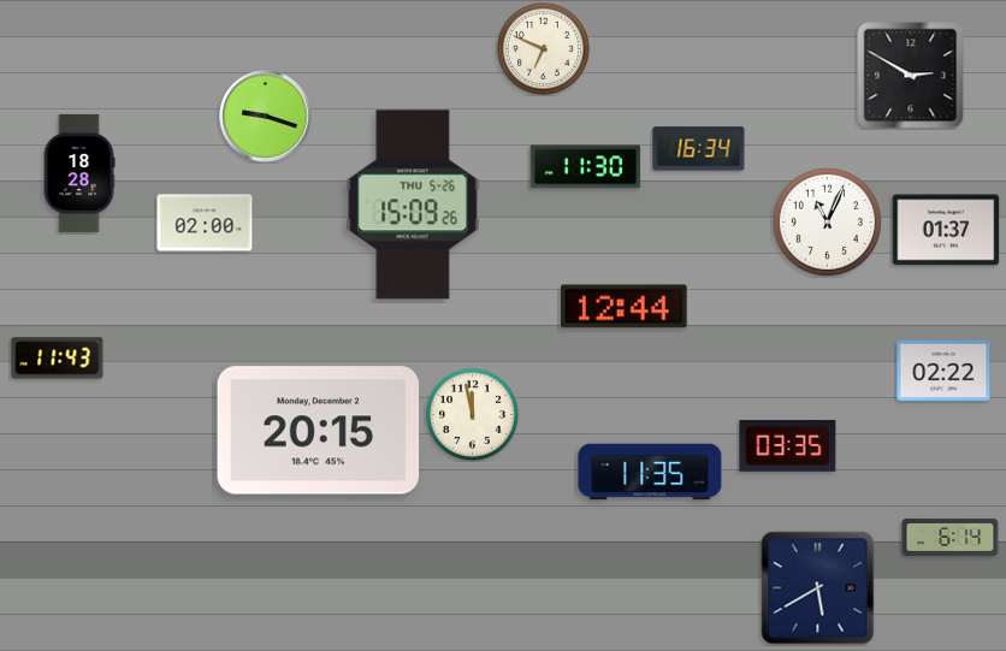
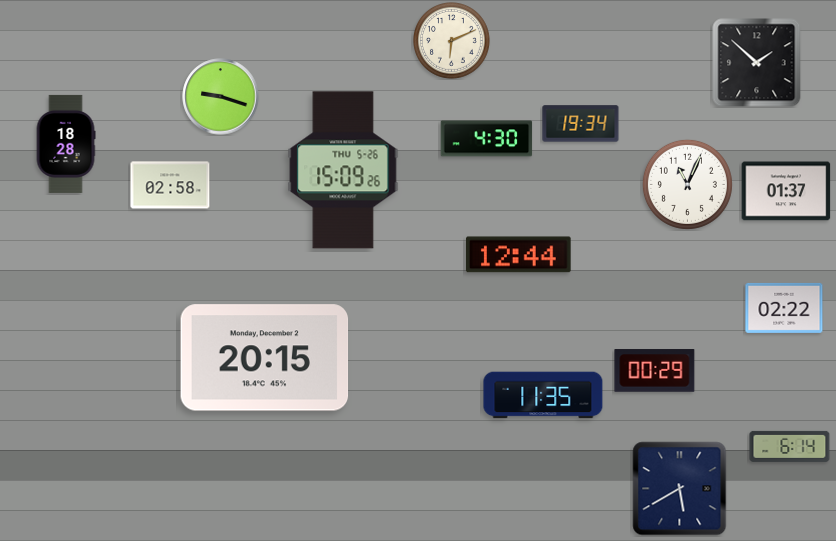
clock at (544, 49): 6:49 -> 6:11
clock at (911, 76): 2:50 -> 1:52
clock at (699, 149): 16:34 -> 19:34
clock at (586, 167): 11:30 -> 4:30
clock at (205, 223): 02:00 -> 02:58
clock at (58, 359): 11:43 -> none
clock at (473, 415): 11:58 -> none
clock at (788, 446): 03:35 -> 00:29
clock at (650, 472) position: (650, 472) -> (543, 395)
